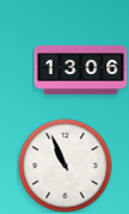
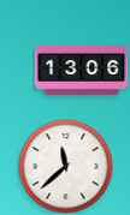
clock at (64, 165): 10:56 -> 11:38
